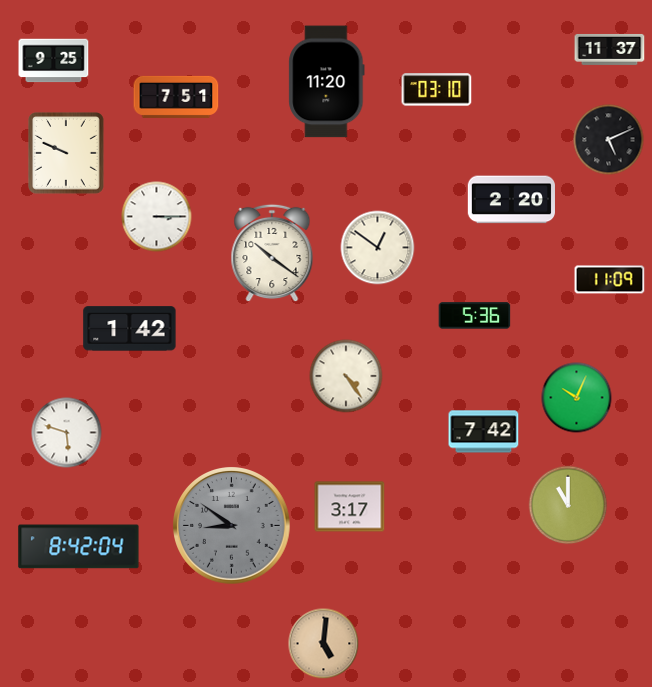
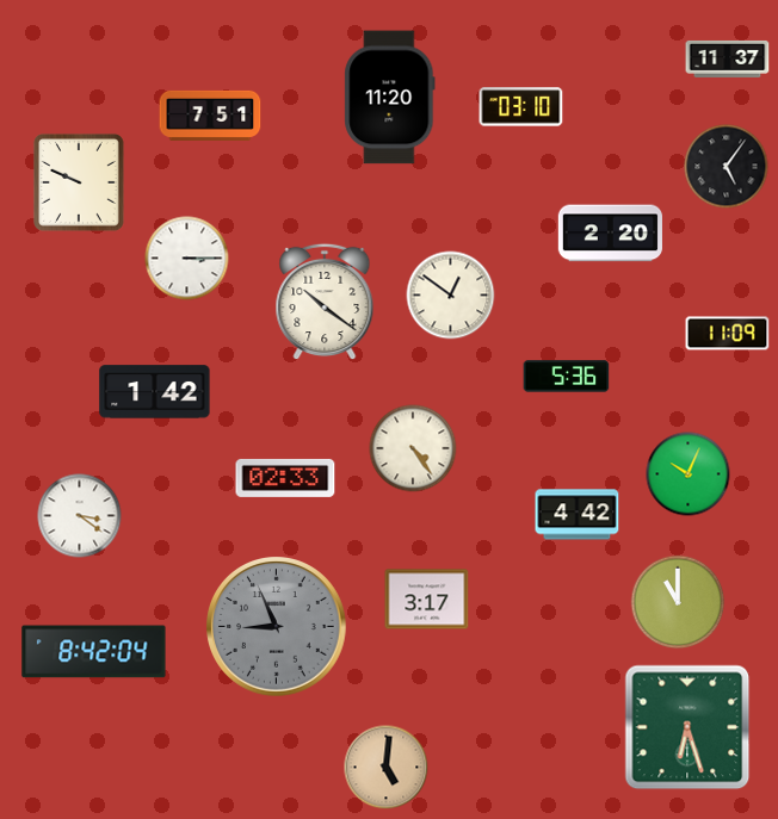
clock at (54, 61): 9:25 -> none
clock at (609, 140): 5:11 -> 5:06
clock at (511, 200) position: (511, 200) -> (610, 234)
clock at (285, 478): none -> 02:33
clock at (484, 432): 7:42 -> 4:42
clock at (67, 433): 5:48 -> 3:21
clock at (350, 507) position: (350, 507) -> (427, 600)
clock at (232, 526): 8:51 -> 8:56
clock at (687, 727): none -> 6:27
